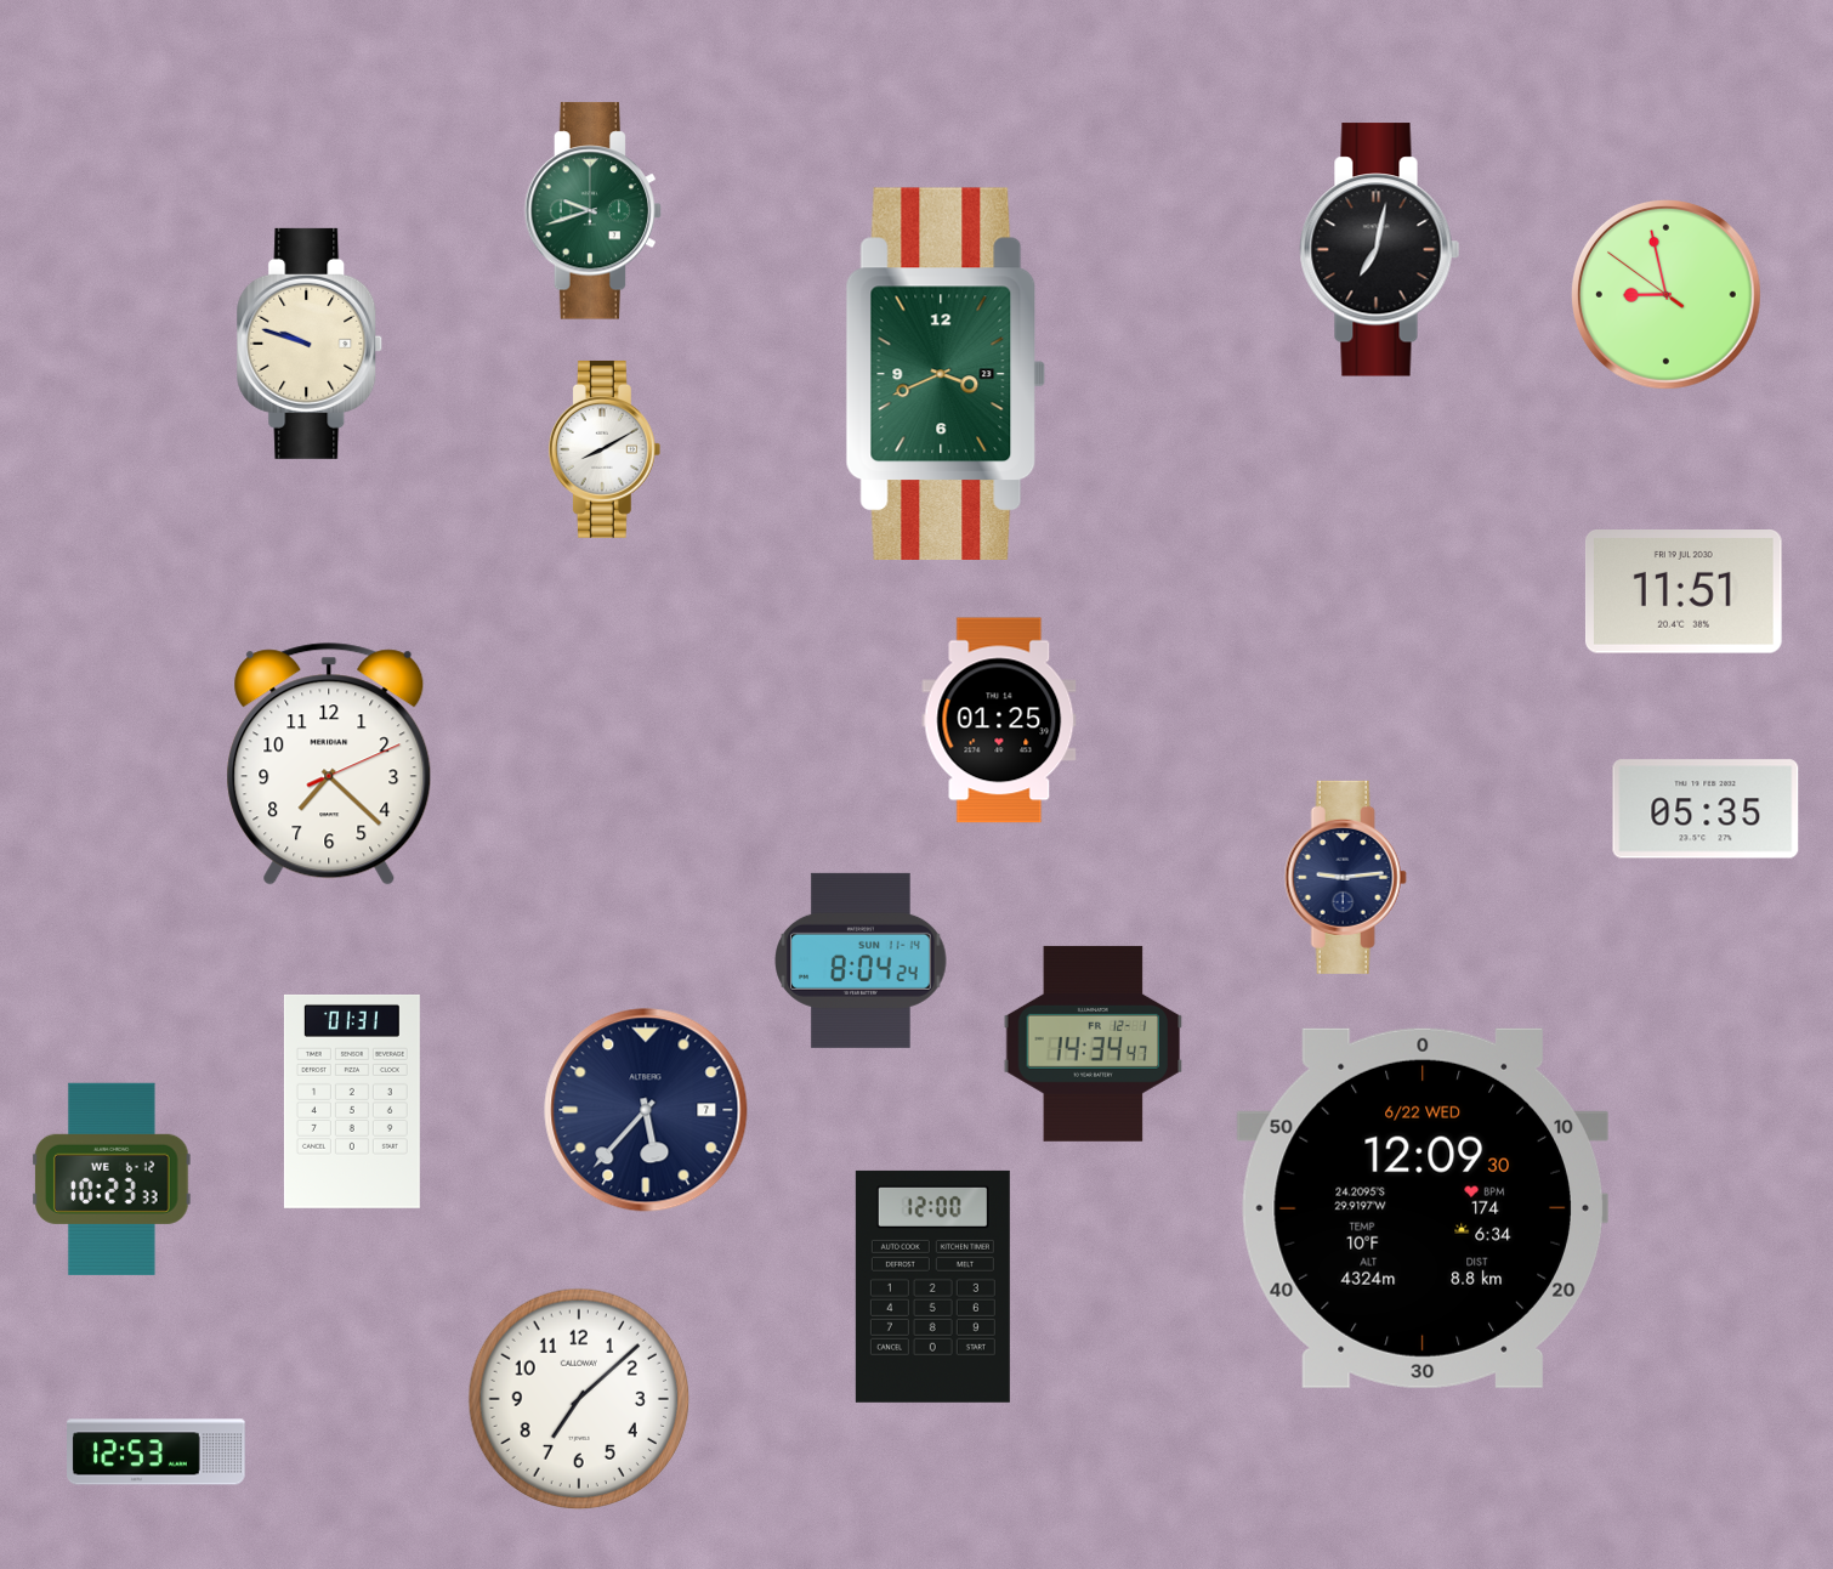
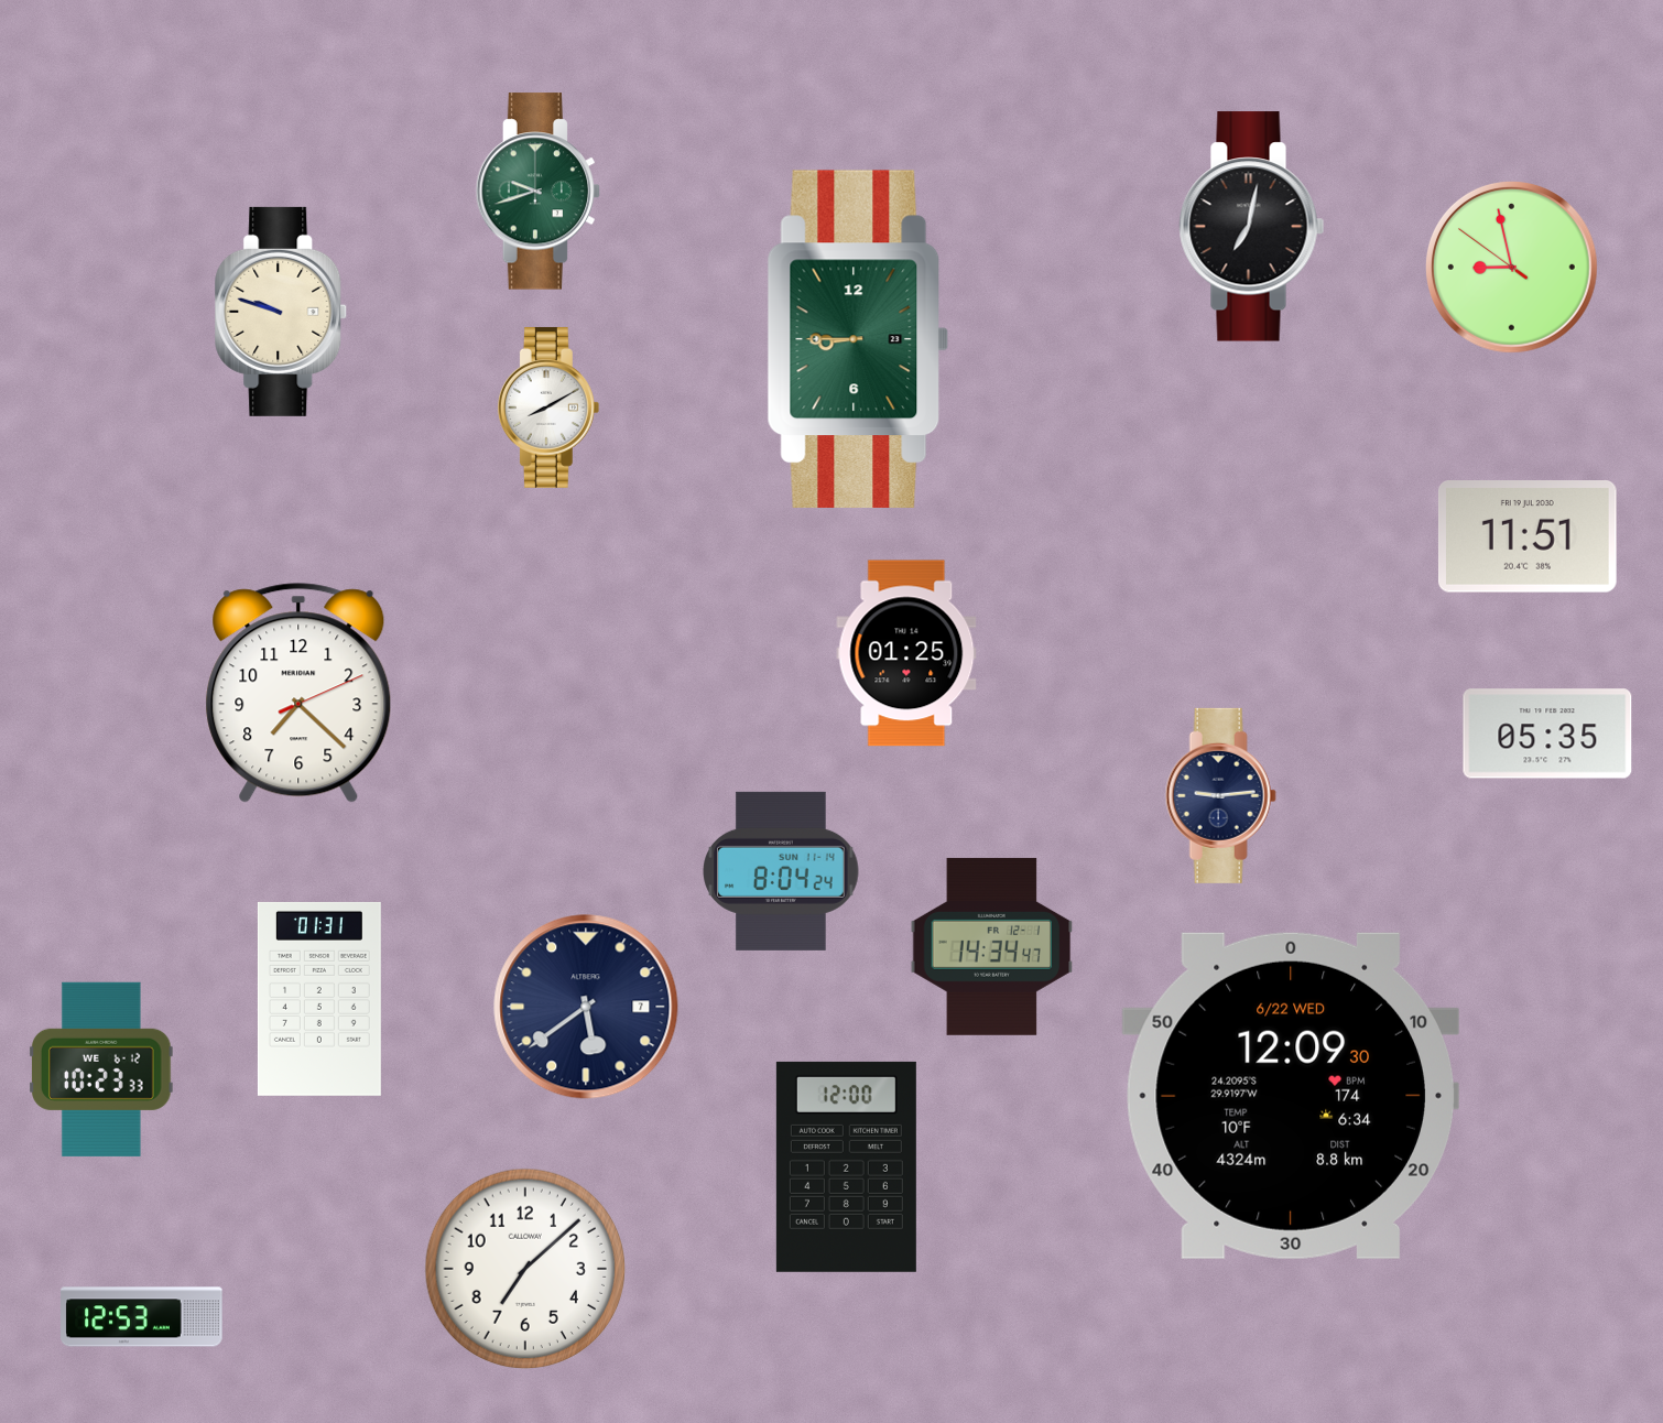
clock at (946, 374): 3:41 -> 8:45
clock at (646, 1110): 5:37 -> 5:39
